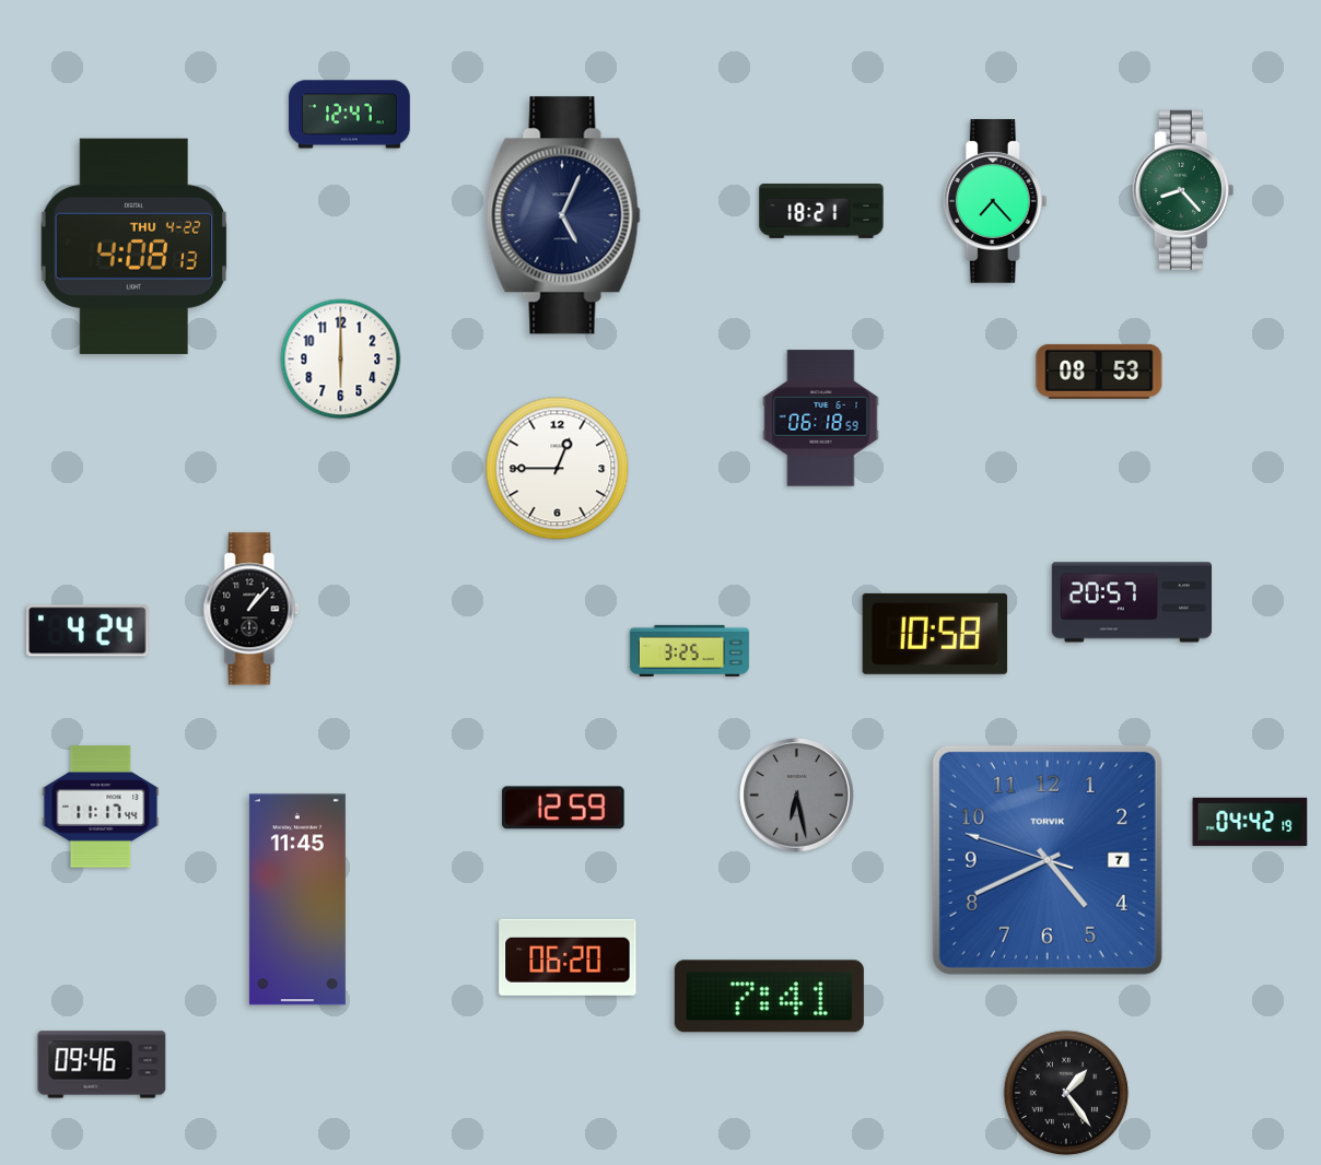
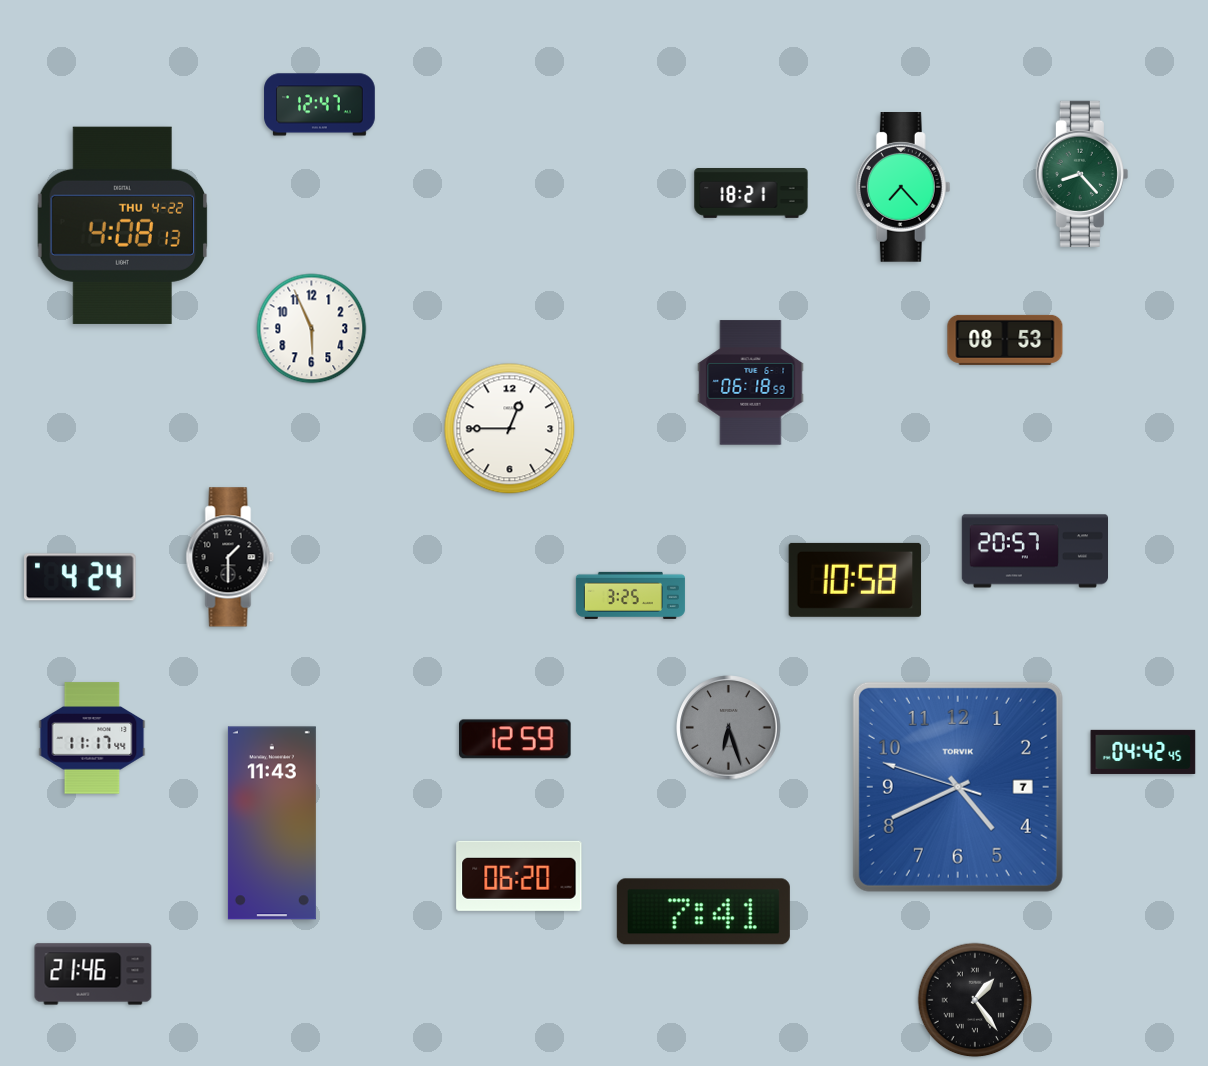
clock at (995, 202) position: (995, 202) -> (903, 188)
clock at (563, 215): 5:04 -> none
clock at (341, 360): 6:00 -> 5:56
clock at (252, 609): 1:07 -> 1:30
clock at (797, 796): 6:28 -> 6:27
clock at (1250, 822): 04:42:19 -> 04:42:45
clock at (297, 899): 11:45 -> 11:43
clock at (102, 1064): 09:46 -> 21:46
